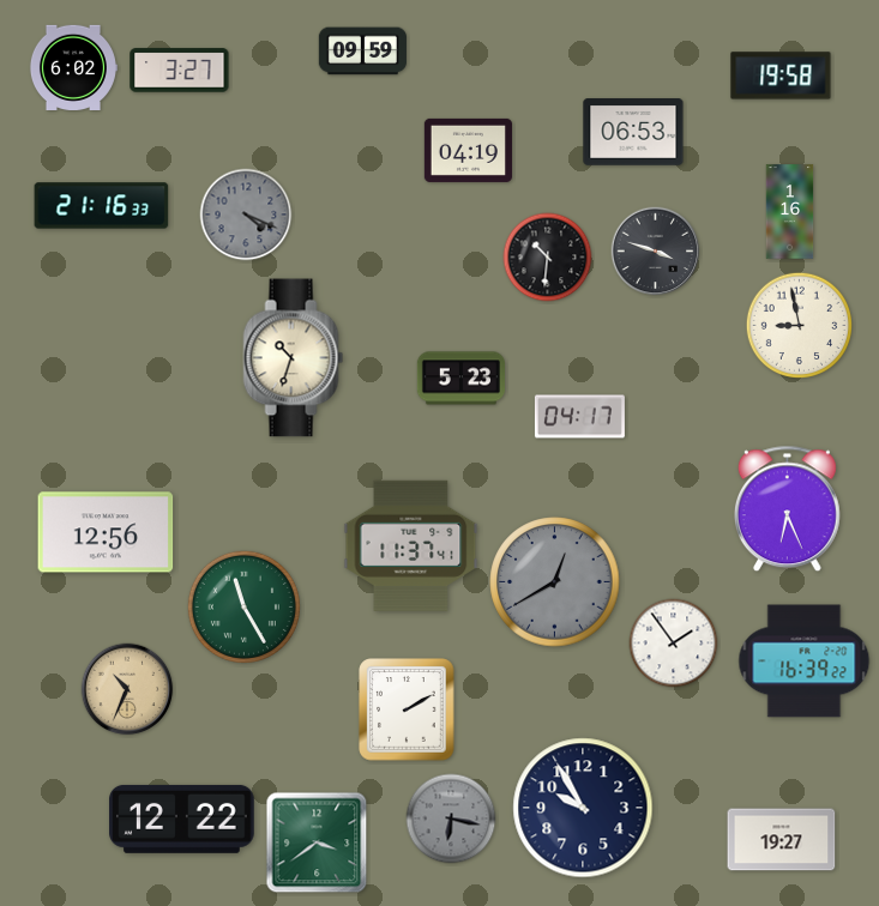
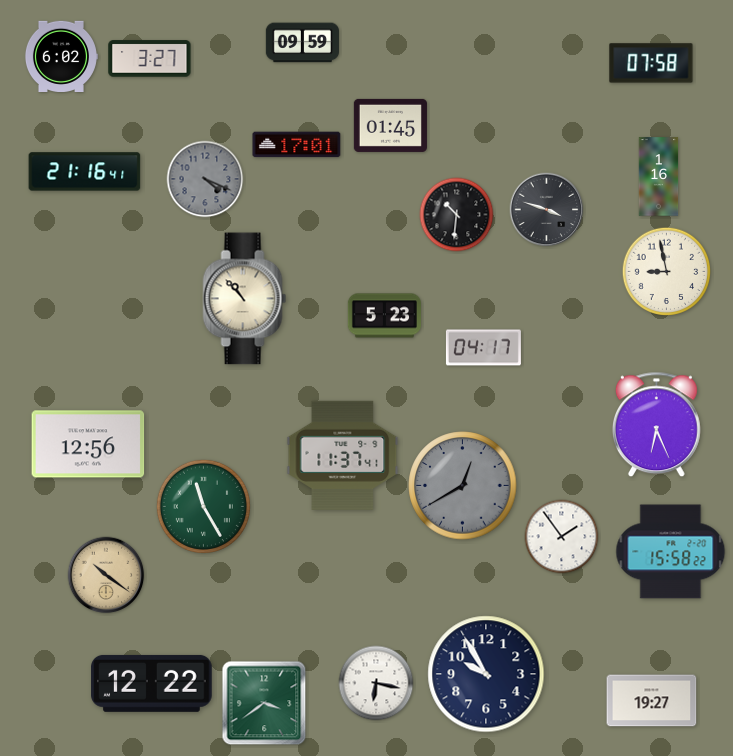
clock at (781, 75): 19:58 -> 07:58
clock at (633, 132): 06:53 -> none
clock at (468, 150): 04:19 -> 01:45
clock at (297, 145): none -> 17:01
clock at (102, 206): 21:16:33 -> 21:16:41
clock at (294, 358): 10:33 -> 10:53
clock at (805, 662): 16:39 -> 15:58
clock at (127, 689): 10:34 -> 10:21
clock at (407, 709): 2:10 -> none
clock at (451, 819) dial: grey -> white
